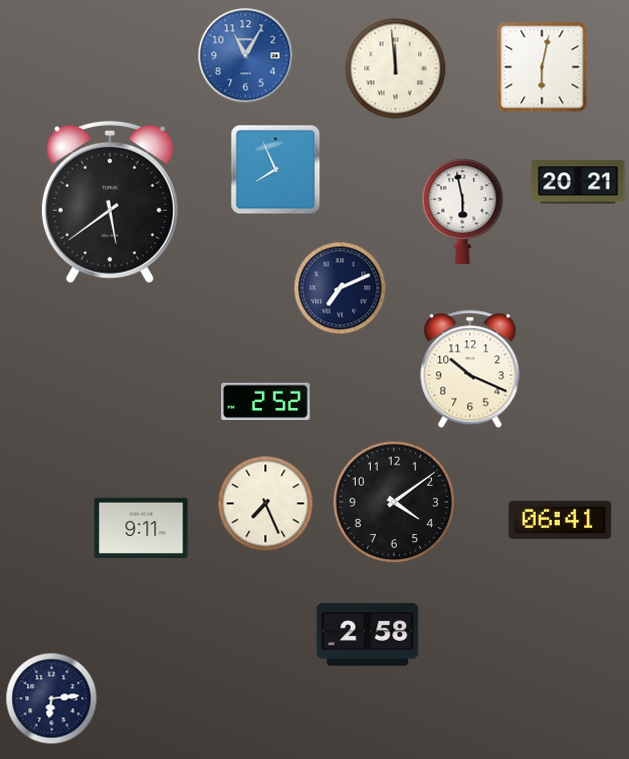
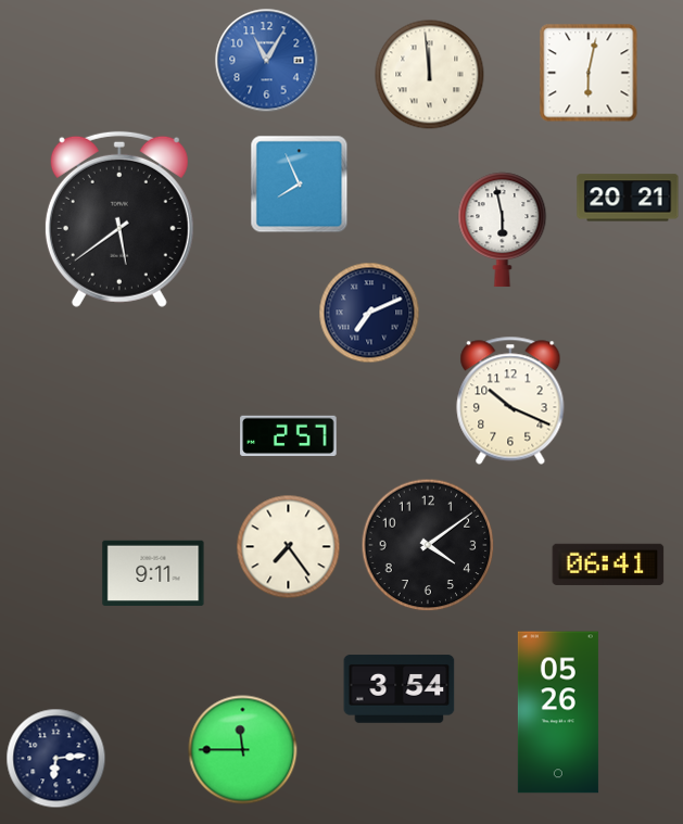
clock at (266, 401): 2:52 -> 2:57
clock at (266, 504): 7:26 -> 7:24
clock at (368, 635): 2:58 -> 3:54
clock at (558, 712): none -> 05:26
clock at (243, 750): none -> 11:45
